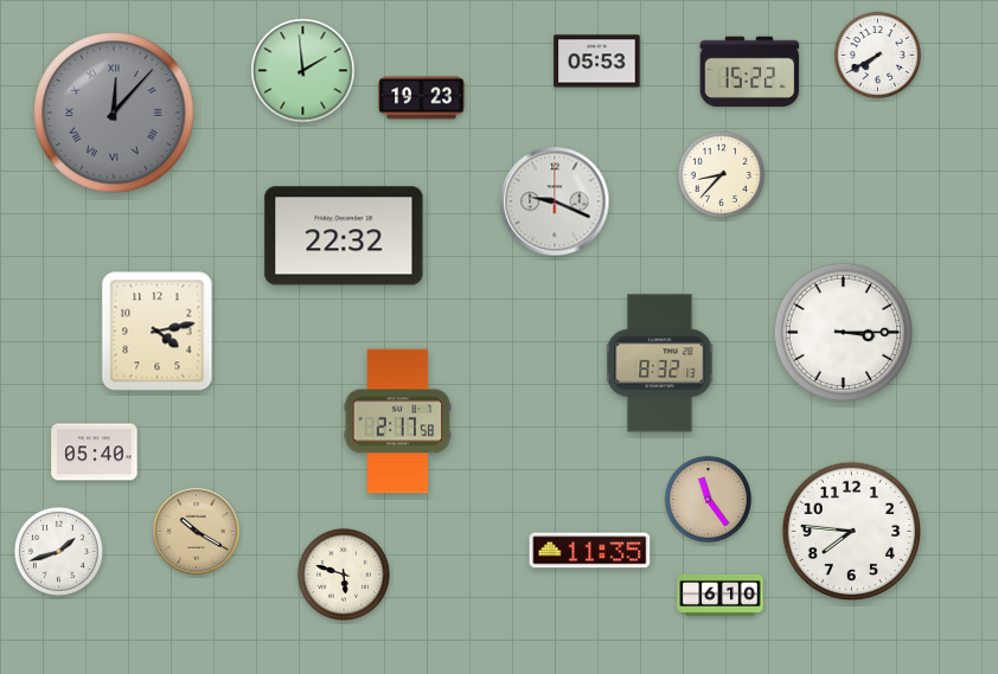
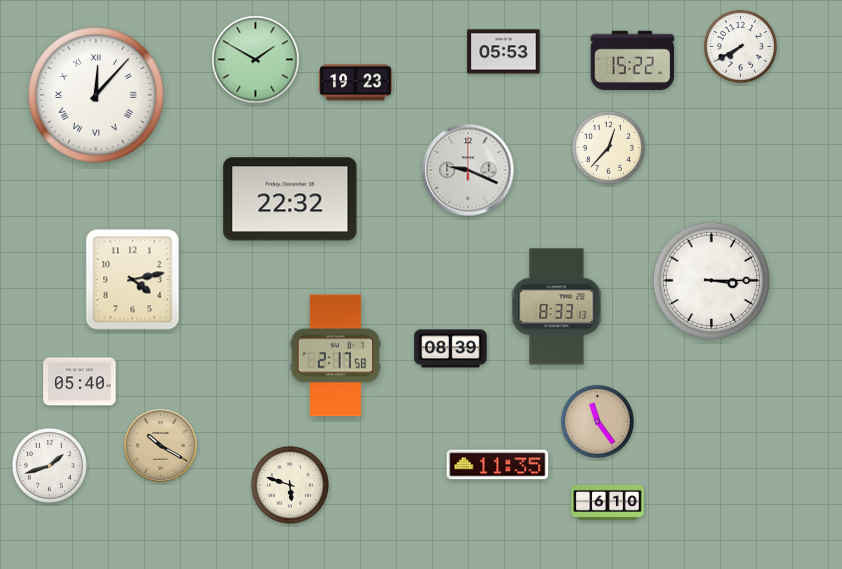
clock at (303, 71): 1:59 -> 1:50
clock at (114, 113) dial: grey -> white
clock at (721, 174): 8:37 -> 12:37
clock at (660, 364): 8:32 -> 8:33
clock at (451, 349): none -> 08:39
clock at (197, 532) position: (197, 532) -> (161, 446)
clock at (852, 532): 7:46 -> none
